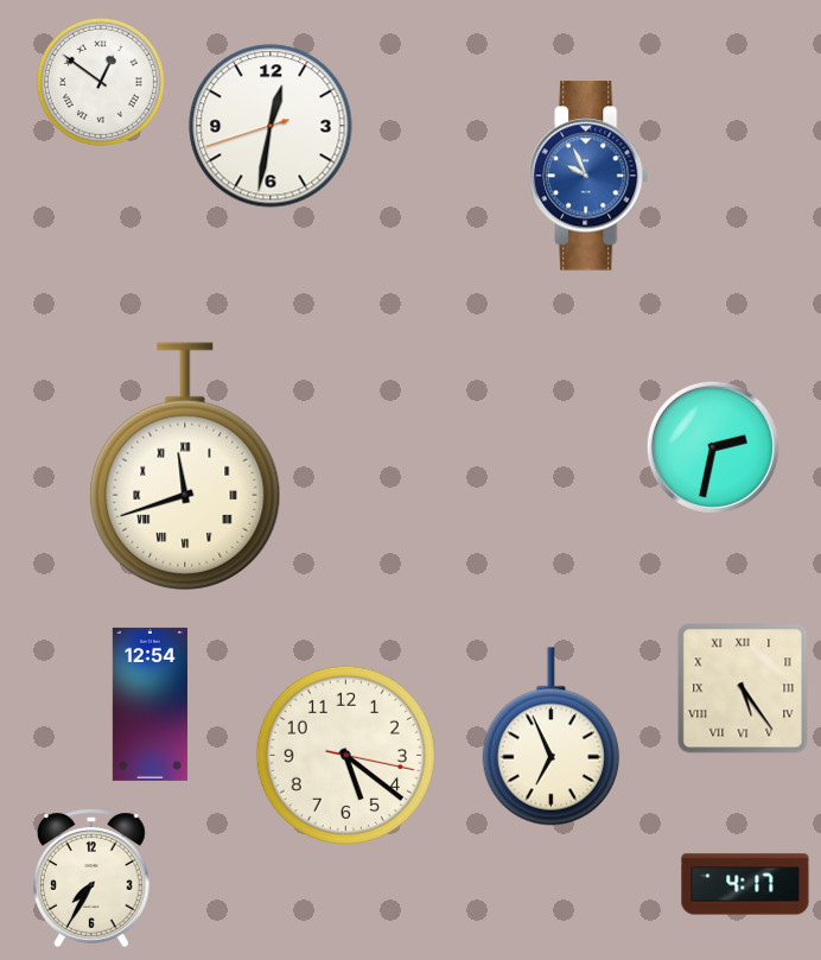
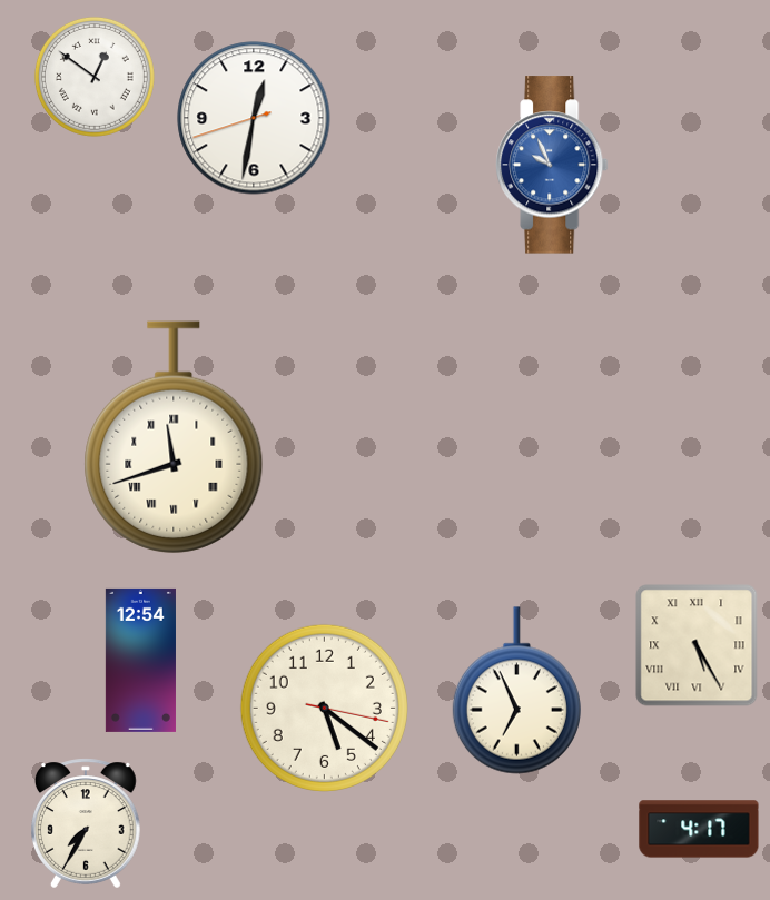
clock at (713, 447): 2:32 -> none
clock at (743, 688): 5:24 -> 5:25
